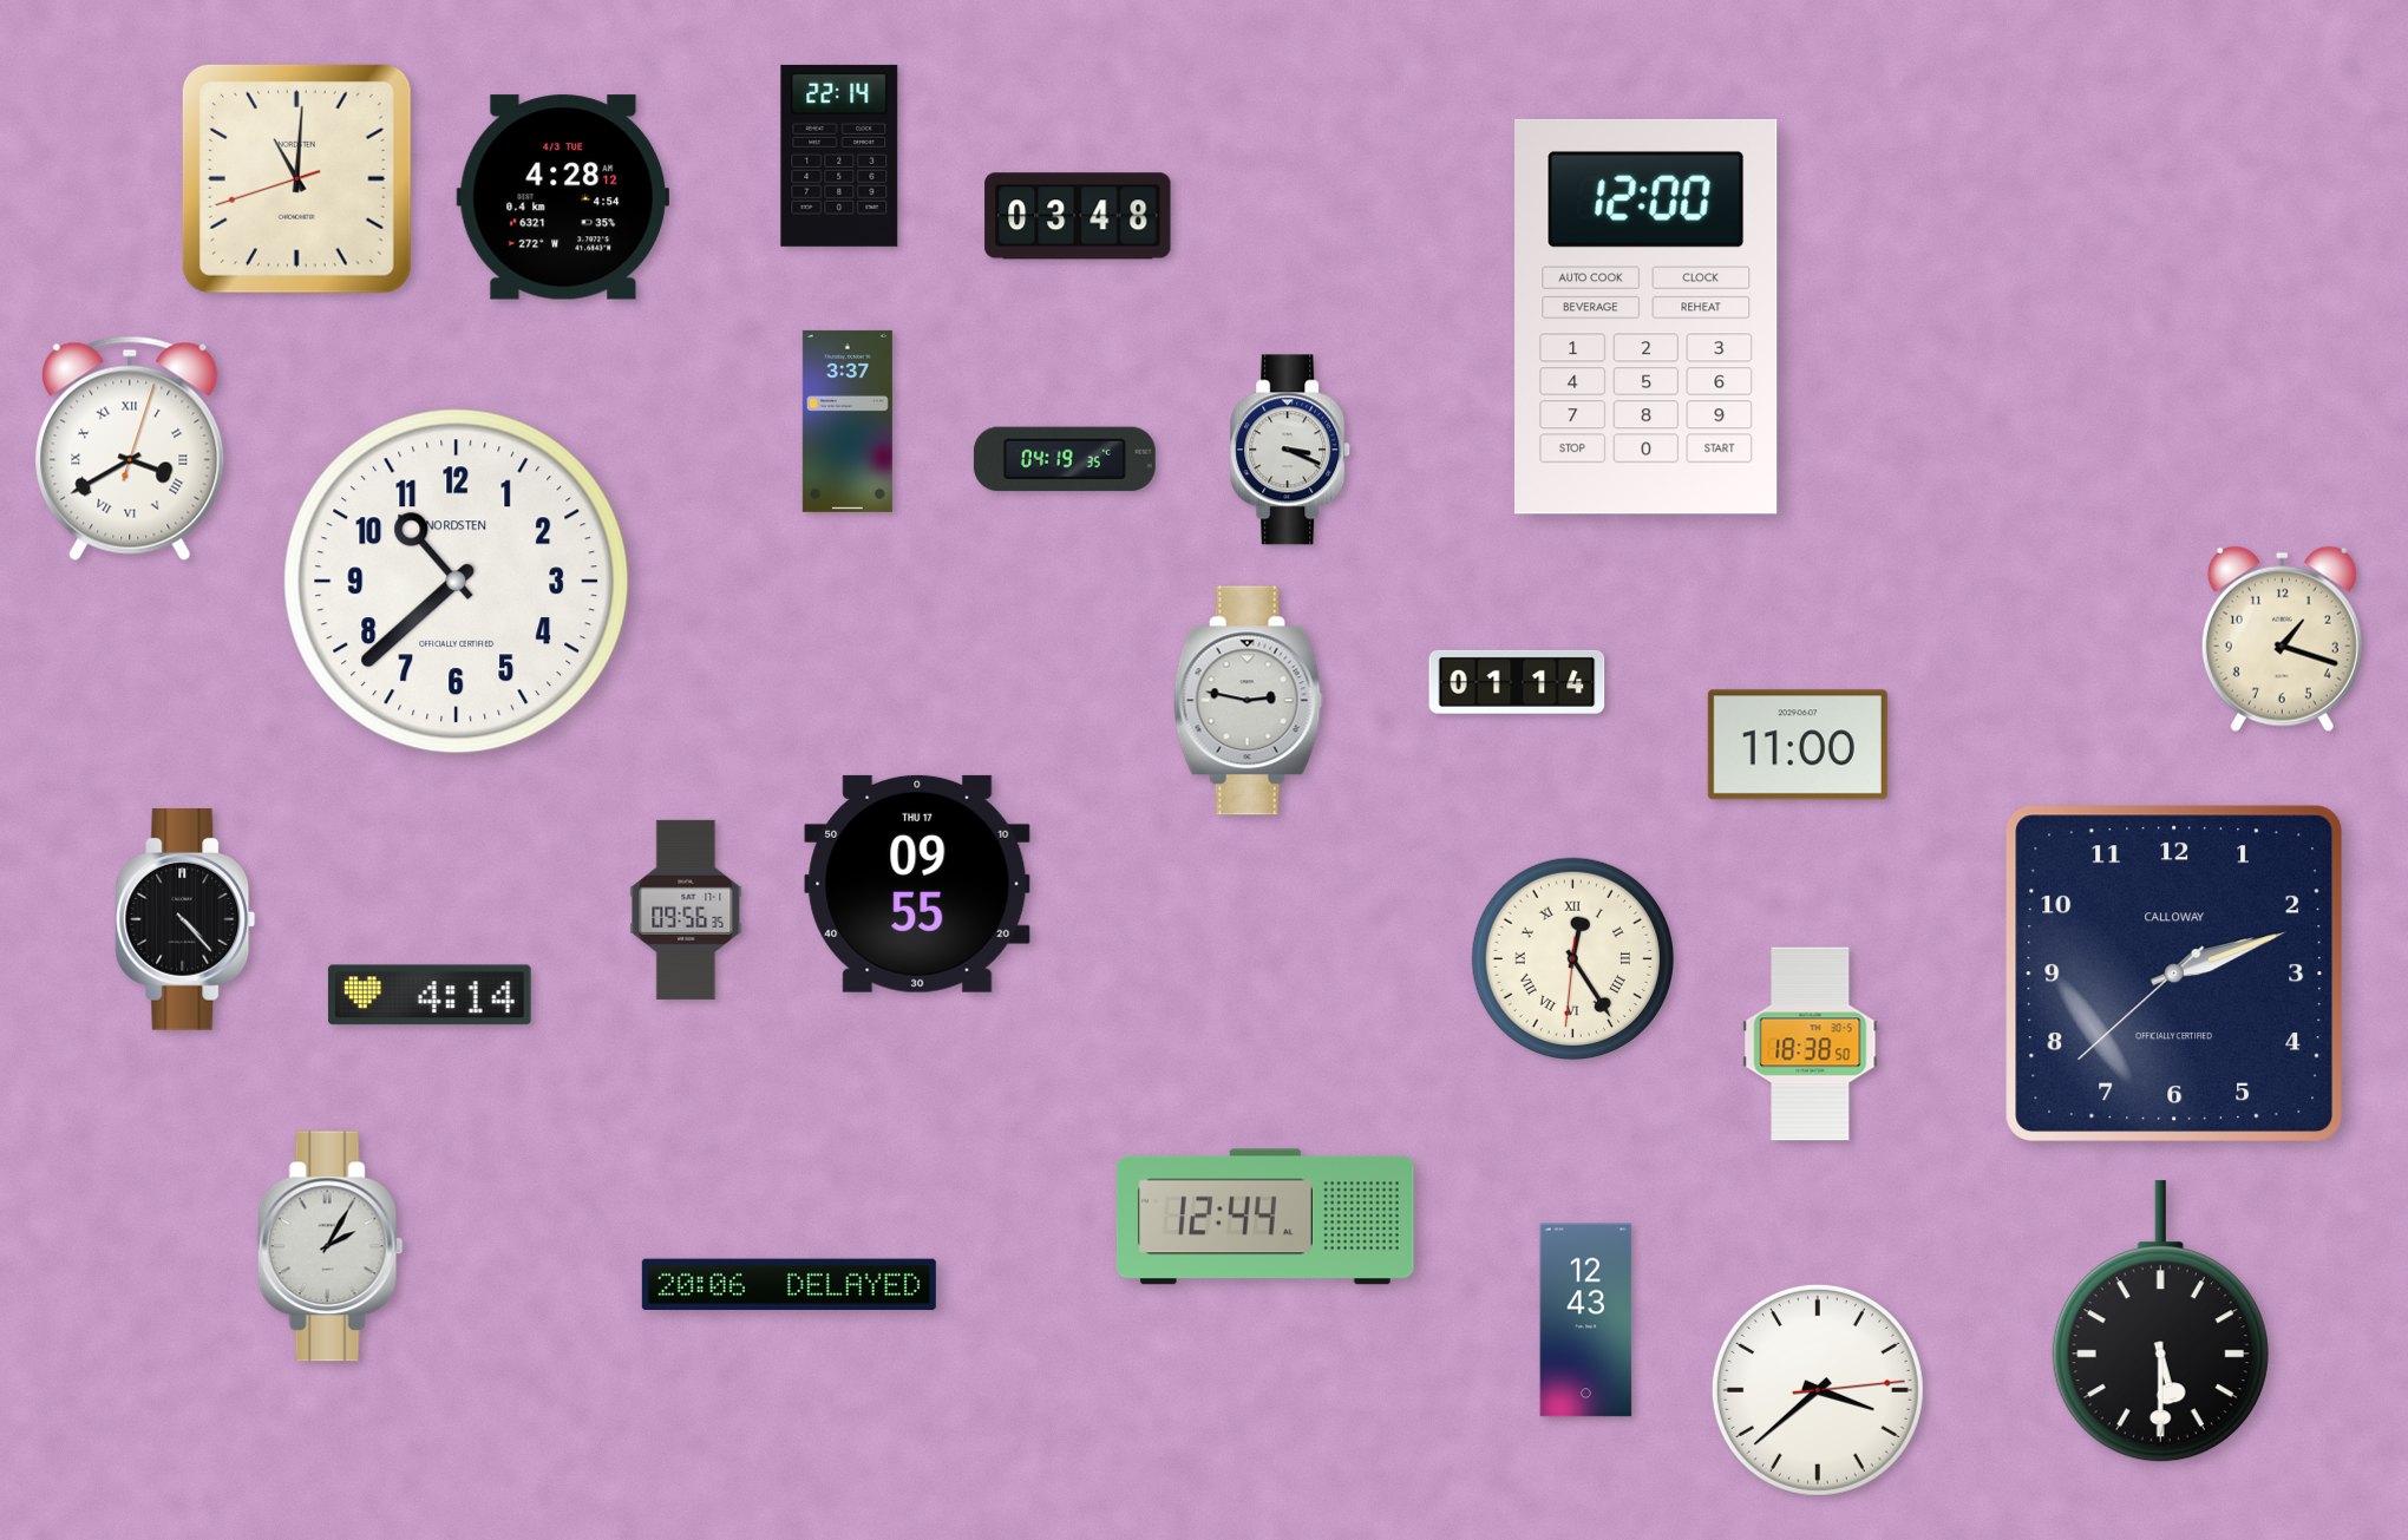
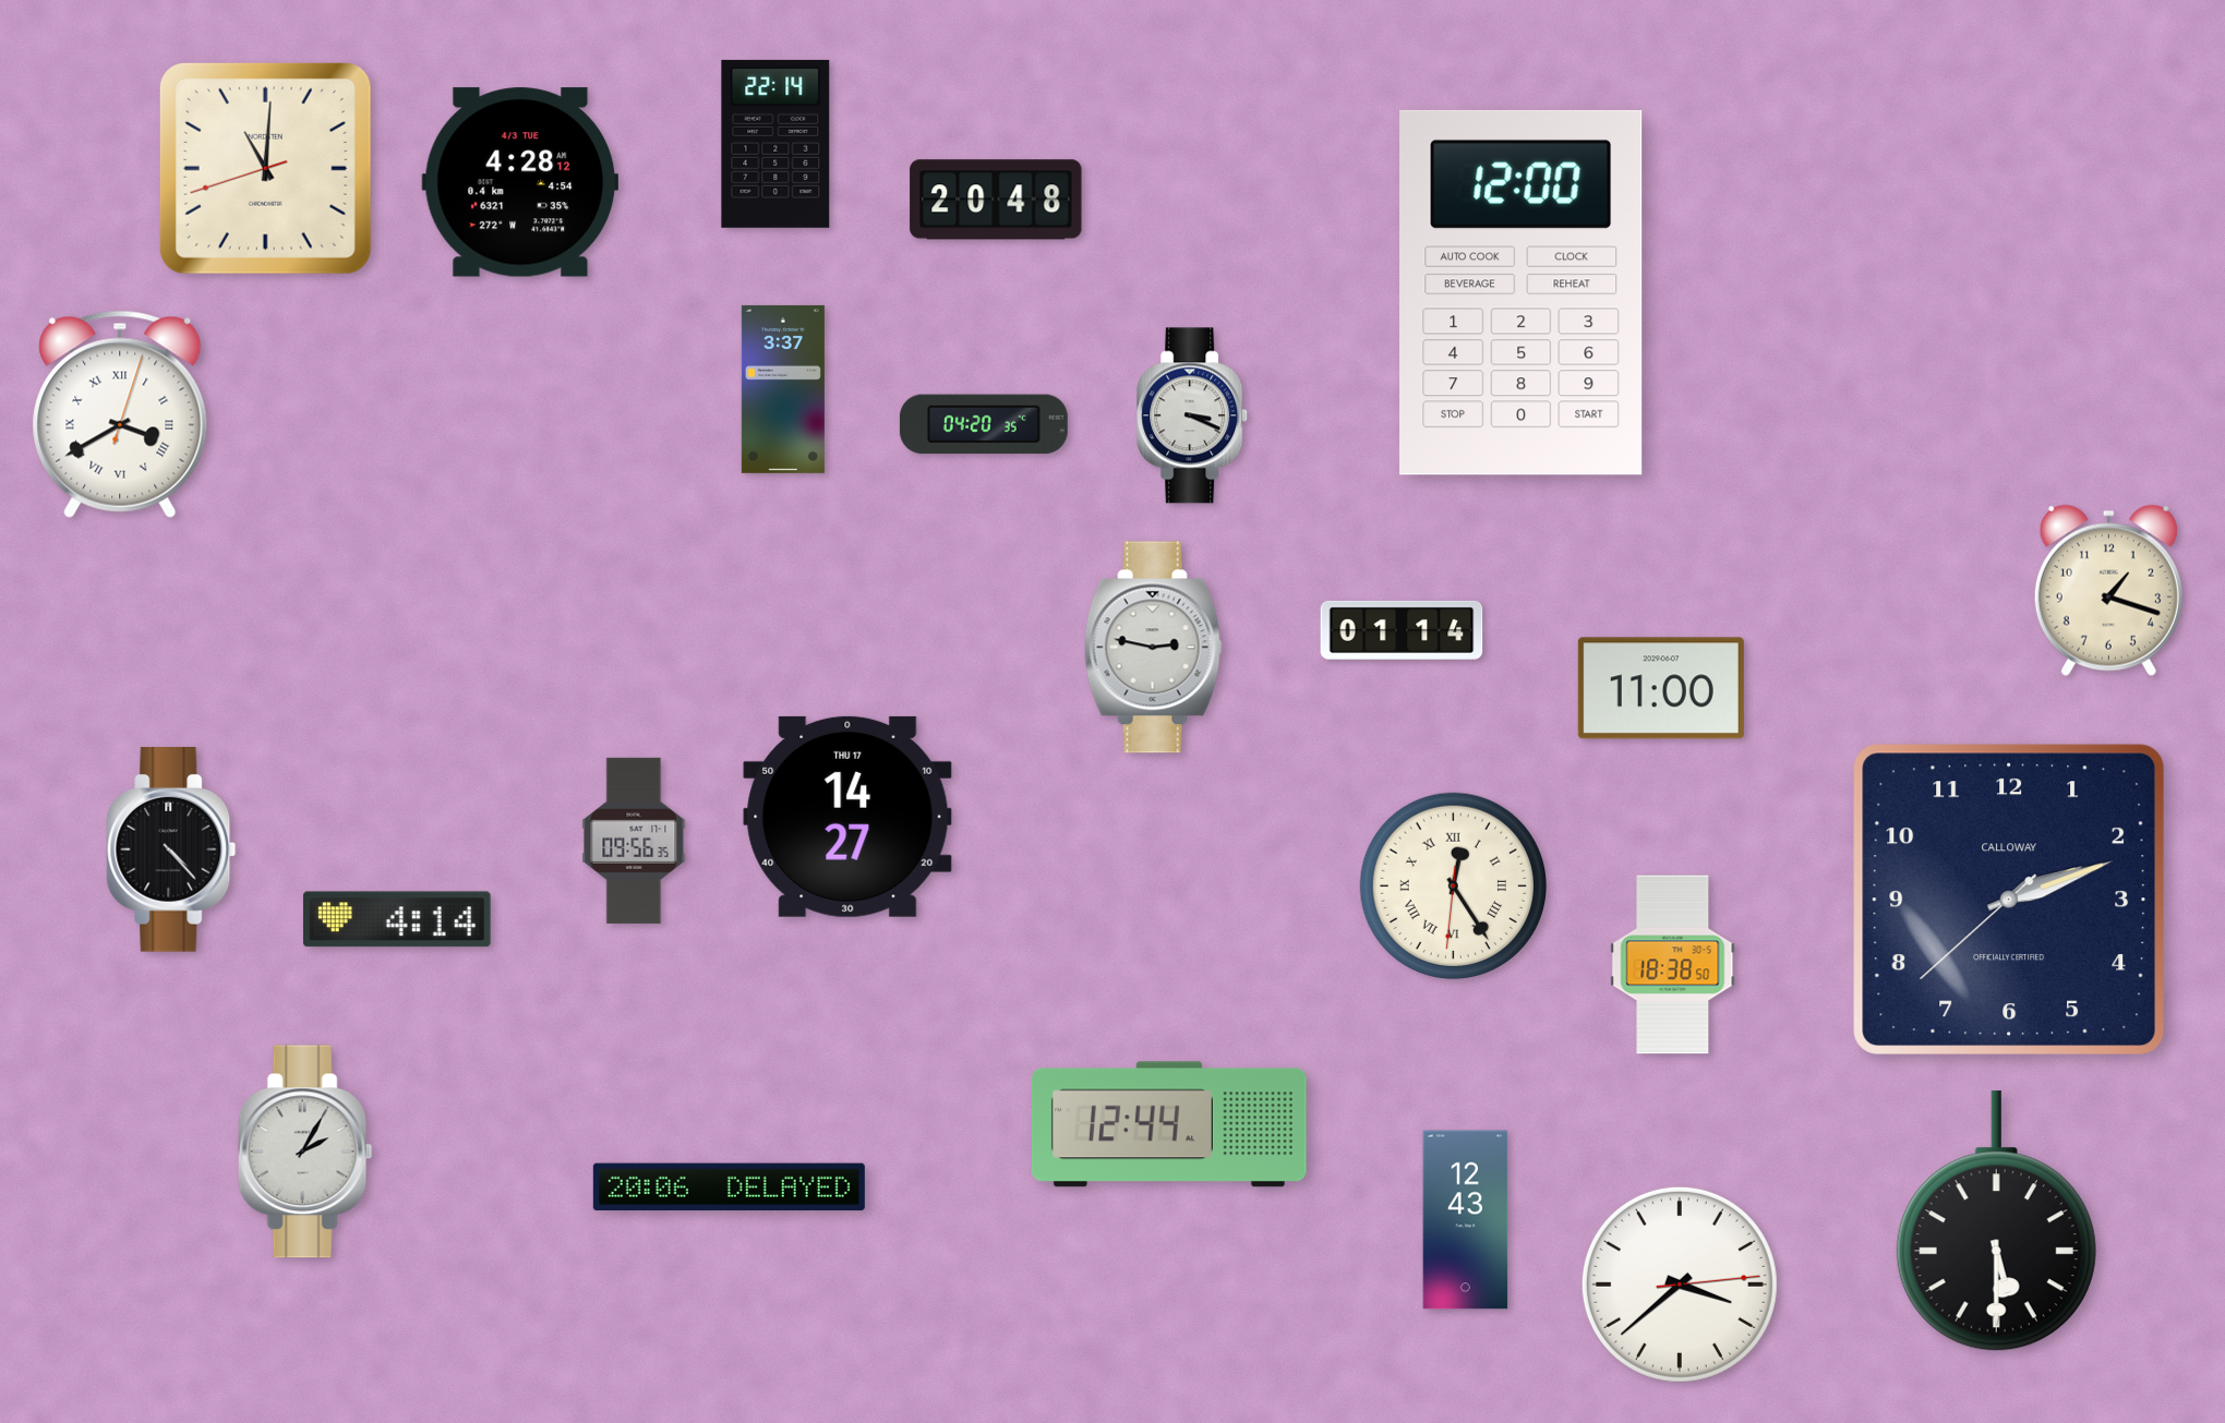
clock at (296, 178) position: (296, 178) -> (265, 168)
clock at (1078, 216): 03:48 -> 20:48
clock at (1065, 459): 04:19 -> 04:20
clock at (457, 582): 10:38 -> none
clock at (917, 884): 09:55 -> 14:27
